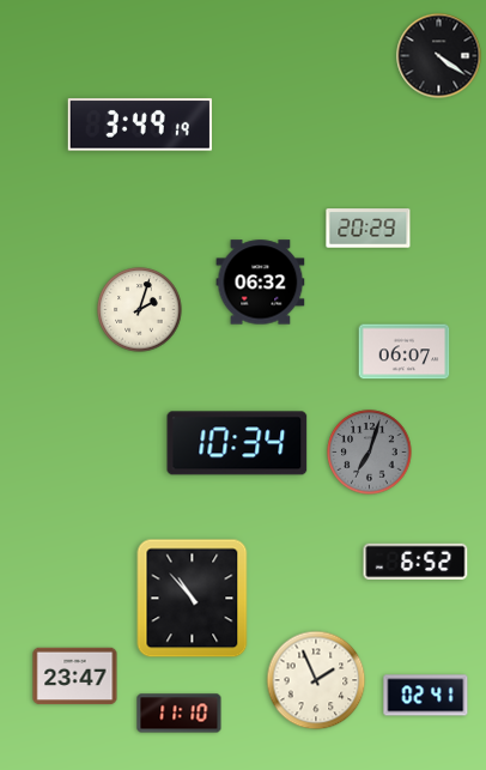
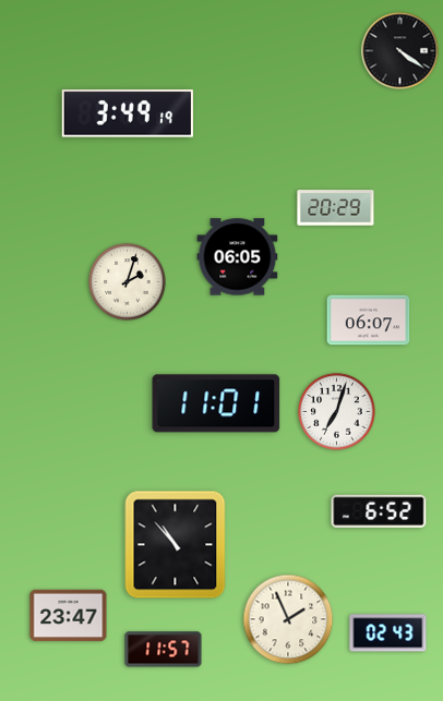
clock at (261, 283): 06:32 -> 06:05
clock at (237, 443): 10:34 -> 11:01
clock at (370, 453) dial: grey -> white
clock at (426, 696): 02:41 -> 02:43
clock at (180, 714): 11:10 -> 11:57
